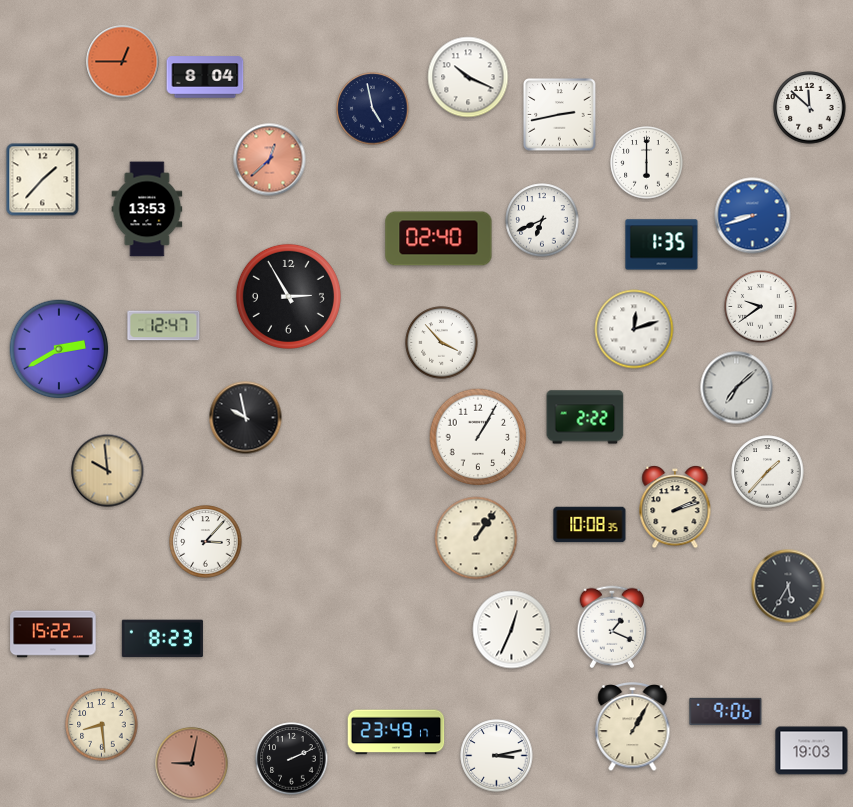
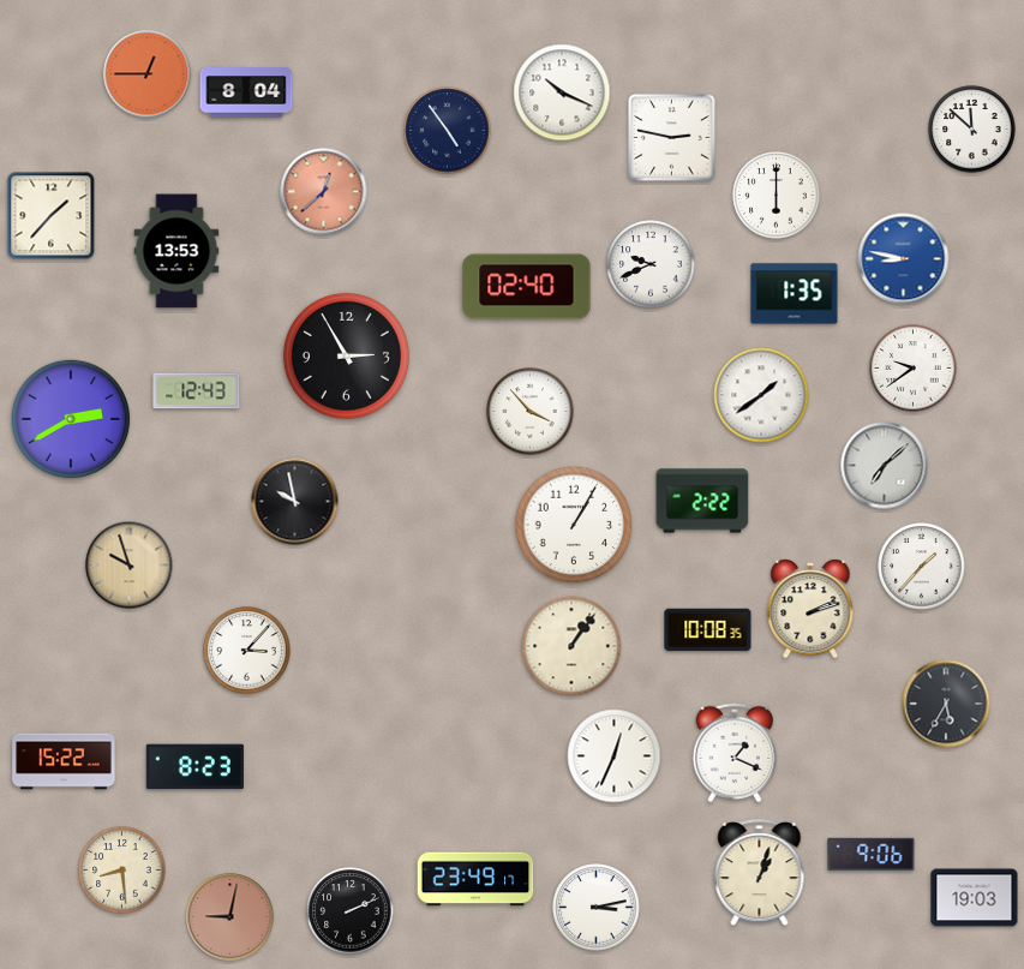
clock at (373, 109): 4:58 -> 4:54
clock at (560, 115): 2:43 -> 2:47
clock at (753, 216): 8:42 -> 8:47
clock at (542, 220): 6:41 -> 9:41
clock at (164, 326): 12:47 -> 12:43
clock at (634, 329): 12:12 -> 1:39
clock at (108, 471): 9:59 -> 9:57
clock at (633, 728): 1:05 -> 1:03
clock at (812, 751) position: (812, 751) -> (975, 898)
